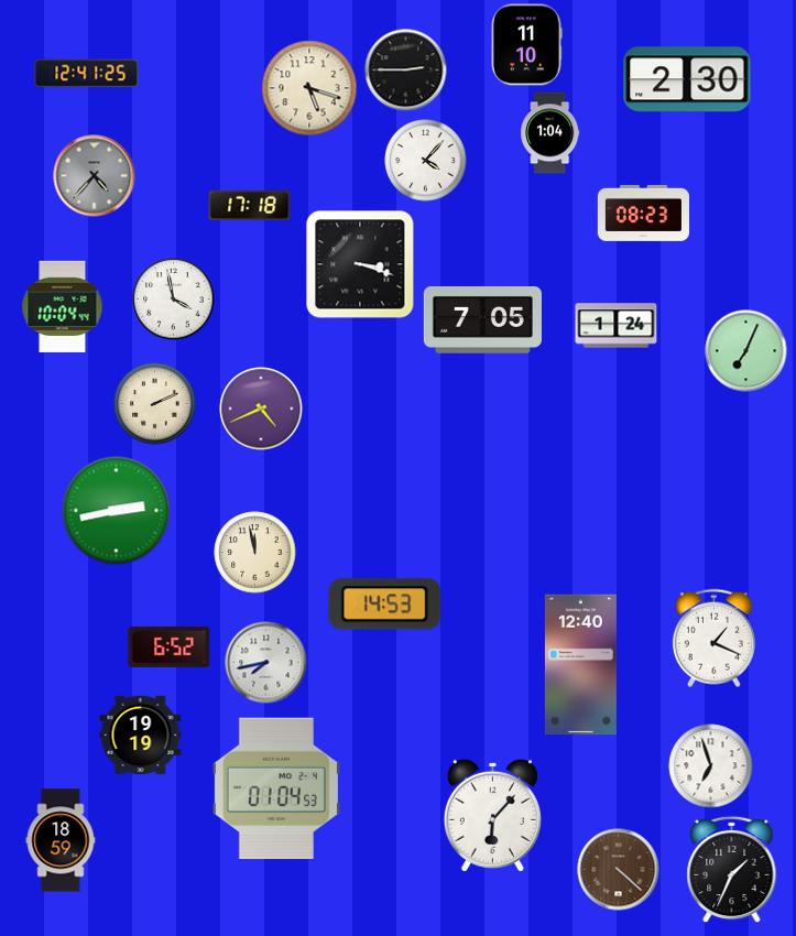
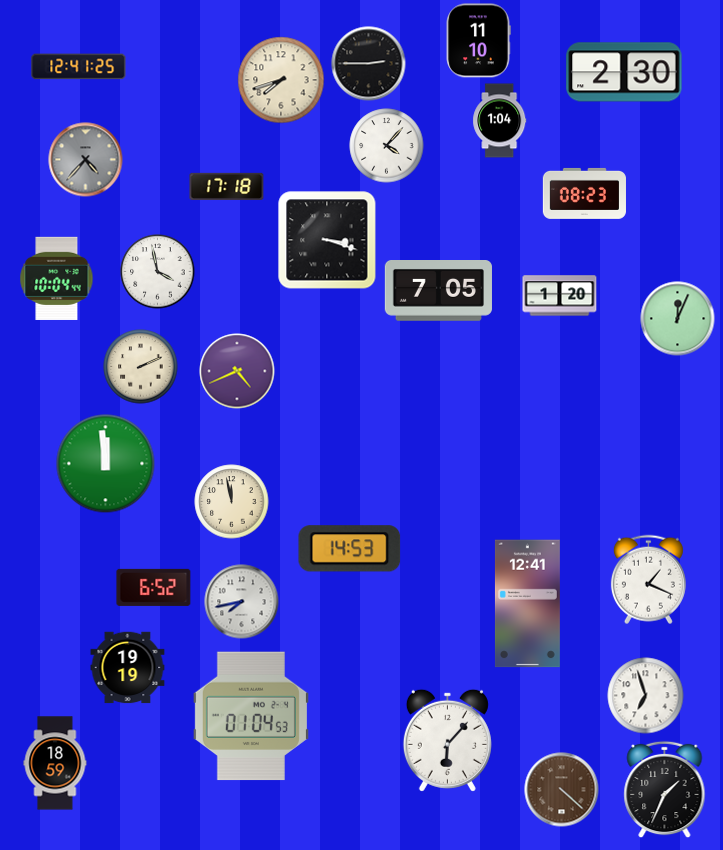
clock at (309, 88): 5:18 -> 7:42
clock at (617, 326): 1:24 -> 1:20
clock at (746, 351): 7:04 -> 12:04
clock at (117, 511): 2:43 -> 11:59
clock at (580, 665): 12:40 -> 12:41
